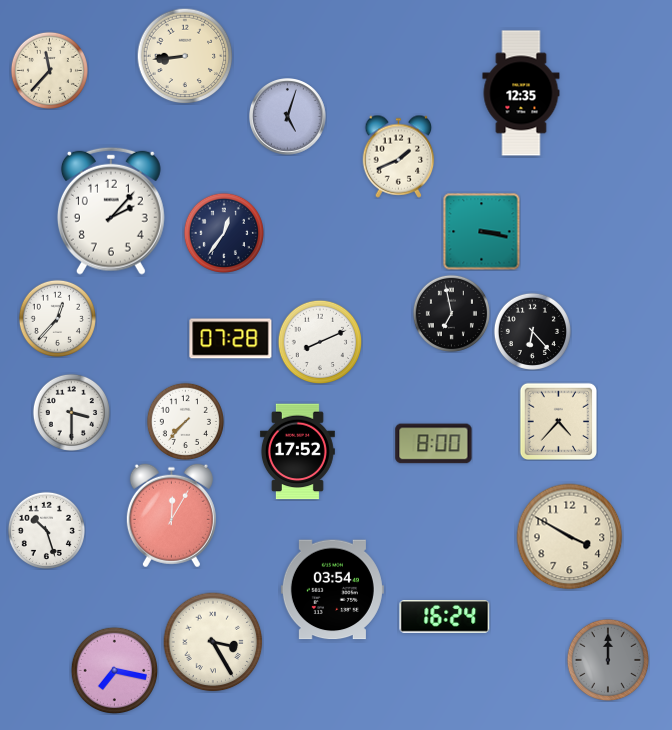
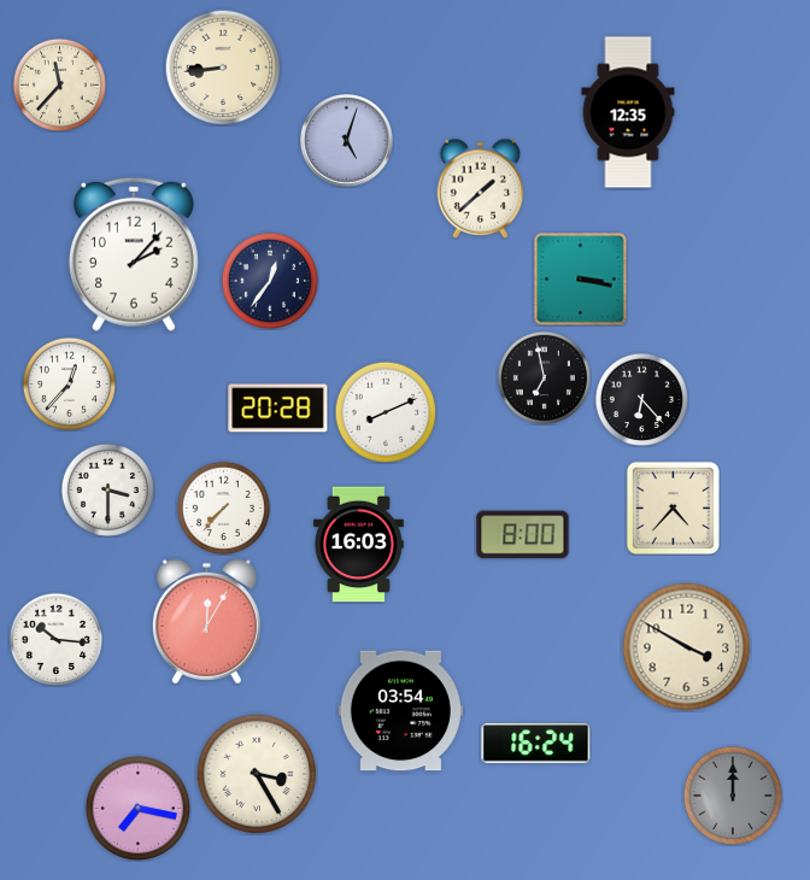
clock at (399, 156): 1:41 -> 1:38
clock at (231, 339): 07:28 -> 20:28
clock at (71, 412) position: (71, 412) -> (107, 489)
clock at (297, 452): 17:52 -> 16:03
clock at (46, 530): 10:27 -> 10:16
